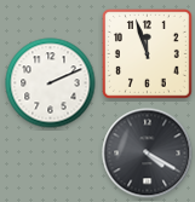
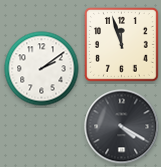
clock at (51, 83): 2:11 -> 2:09
